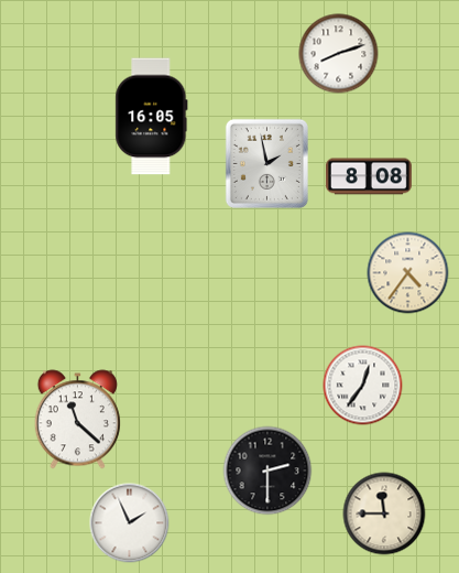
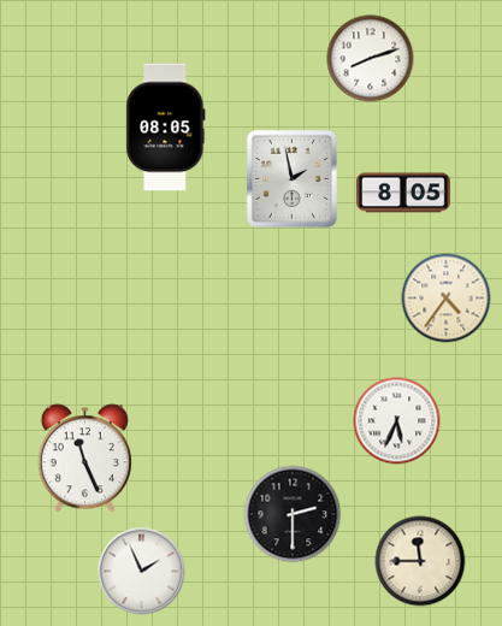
clock at (152, 117): 16:05 -> 08:05
clock at (369, 176): 8:08 -> 8:05
clock at (363, 386): 12:36 -> 5:34
clock at (77, 420): 11:22 -> 11:26
